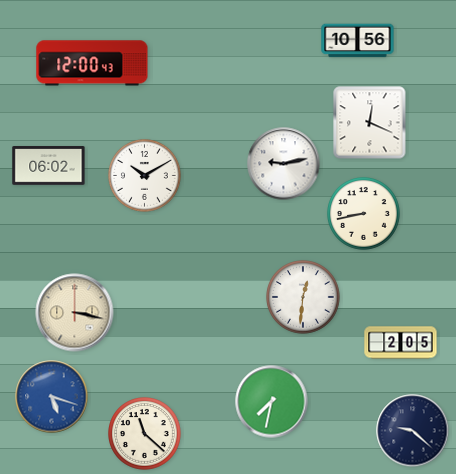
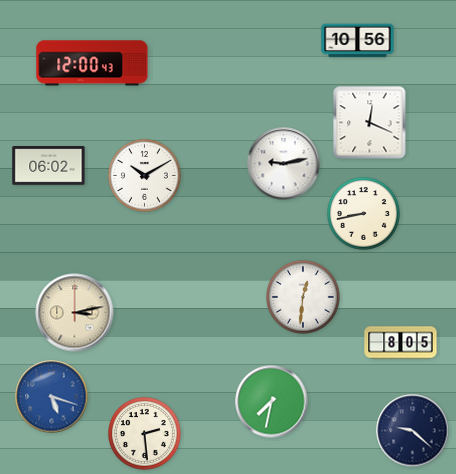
clock at (75, 313): 3:17 -> 3:13
clock at (401, 343): 2:05 -> 8:05
clock at (145, 434): 11:22 -> 2:29
